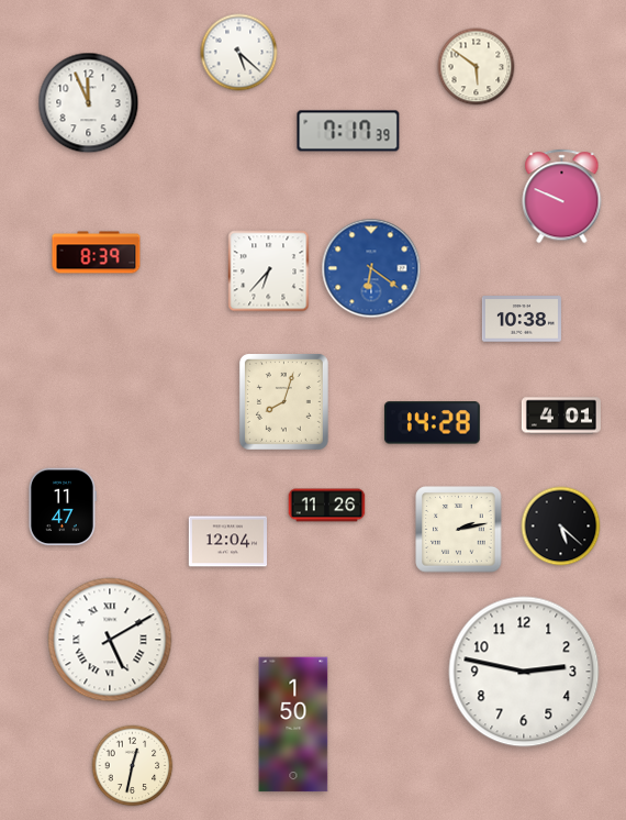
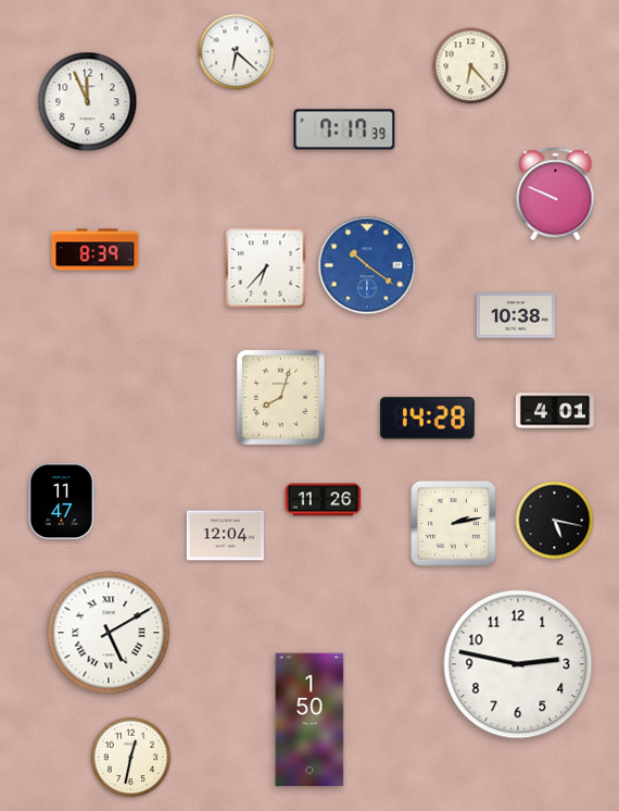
clock at (239, 53): 5:22 -> 6:22
clock at (477, 67): 5:51 -> 6:23
clock at (371, 268): 6:21 -> 10:21
clock at (561, 527): 5:22 -> 5:17
clock at (293, 724) position: (293, 724) -> (309, 720)
